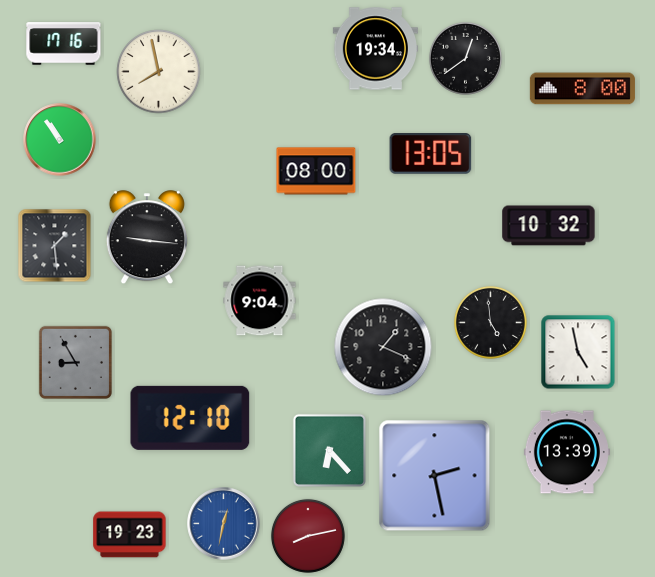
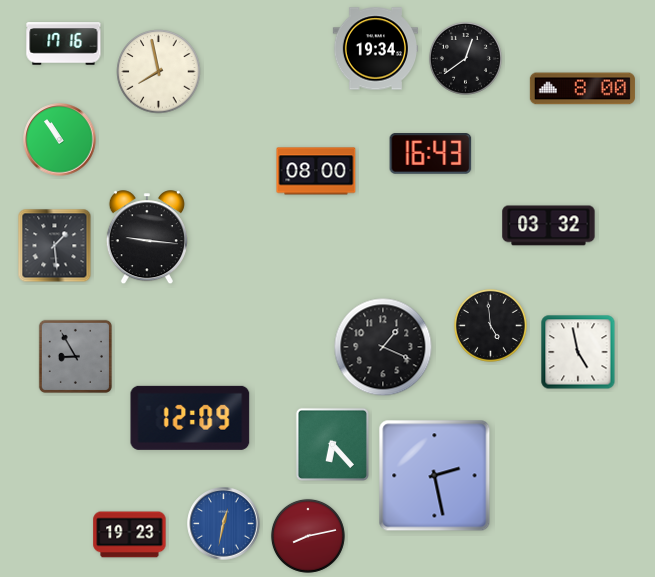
clock at (431, 154): 13:05 -> 16:43
clock at (549, 226): 10:32 -> 03:32
clock at (260, 301): 9:04 -> none
clock at (490, 322) position: (490, 322) -> (490, 325)
clock at (75, 362) position: (75, 362) -> (75, 356)
clock at (190, 418): 12:10 -> 12:09
clock at (329, 450) position: (329, 450) -> (332, 444)
clock at (567, 452): 13:39 -> none
